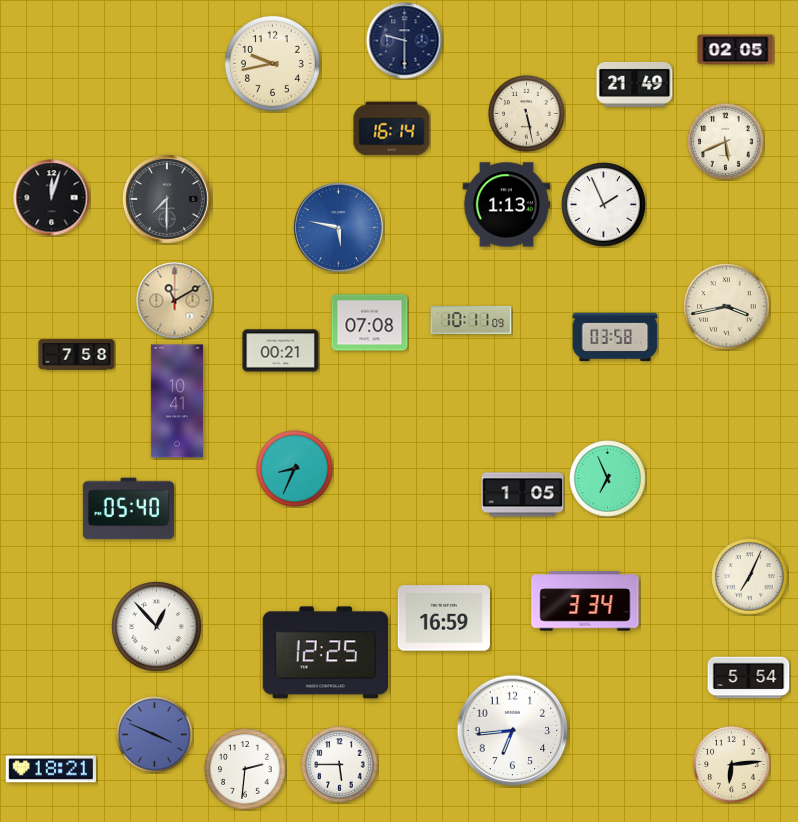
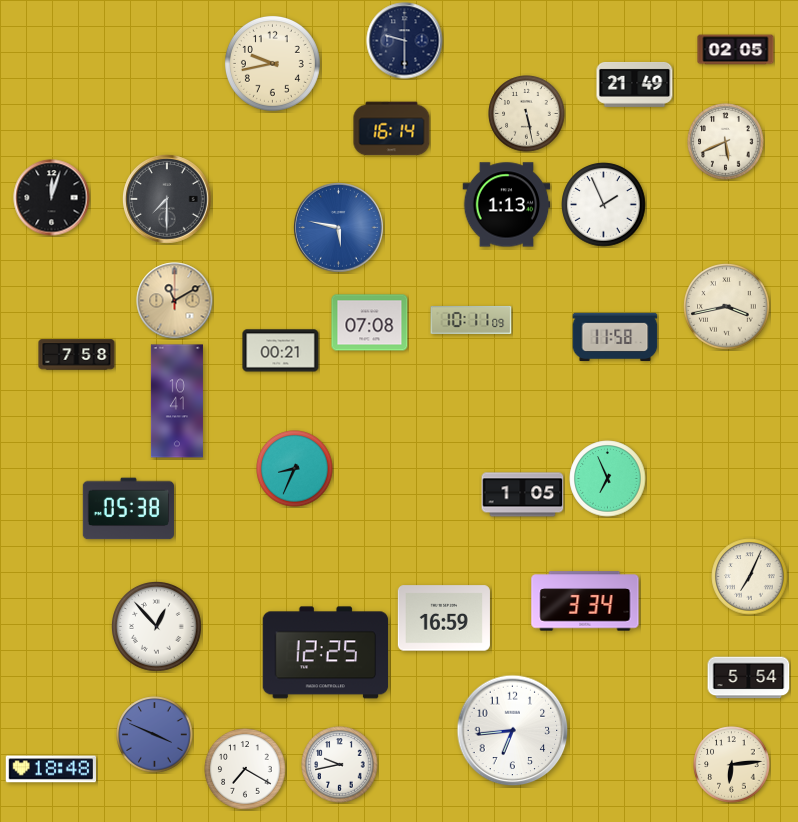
clock at (615, 337): 03:58 -> 11:58
clock at (128, 509): 05:40 -> 05:38
clock at (340, 765): 5:45 -> 9:43
clock at (50, 769): 18:21 -> 18:48
clock at (245, 769): 2:31 -> 7:20
